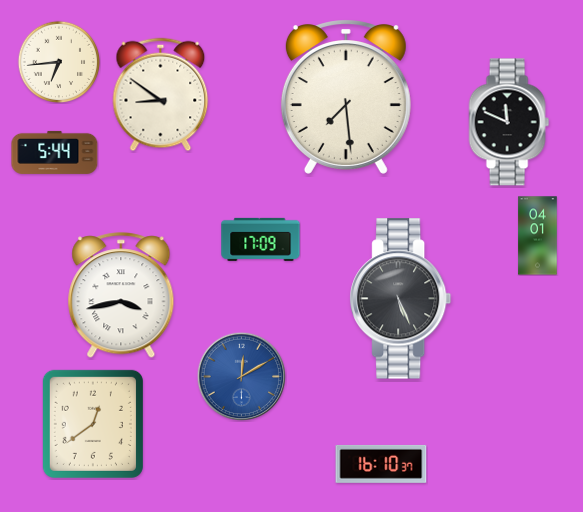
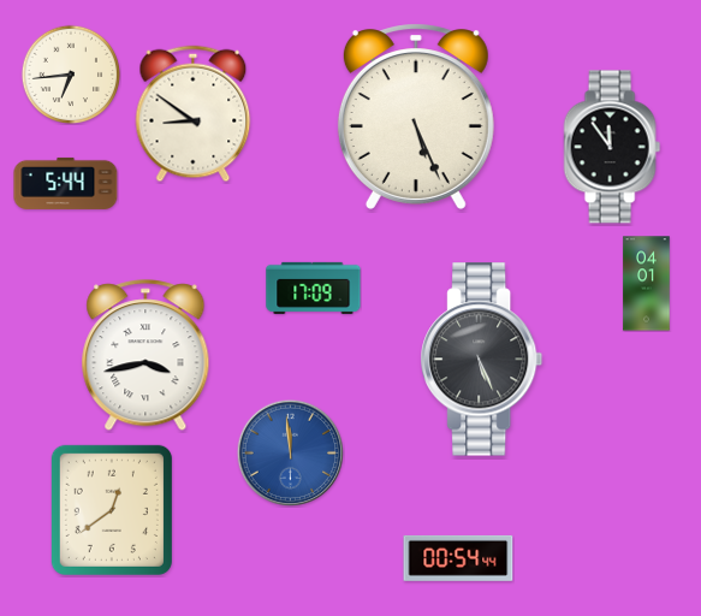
clock at (346, 97): 7:29 -> 5:26
clock at (509, 122): 11:49 -> 11:54
clock at (241, 376): 12:10 -> 11:59
clock at (381, 464): 16:10 -> 00:54
